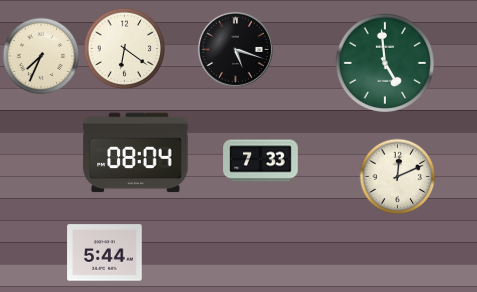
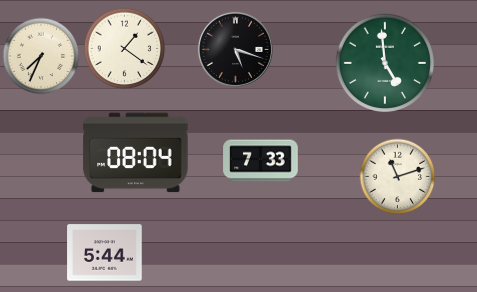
clock at (125, 49): 6:21 -> 1:21
clock at (398, 177): 12:11 -> 11:12
